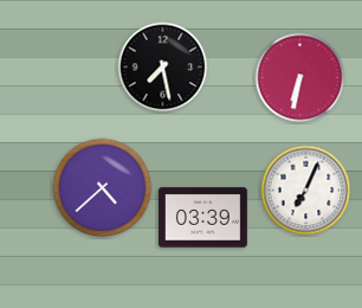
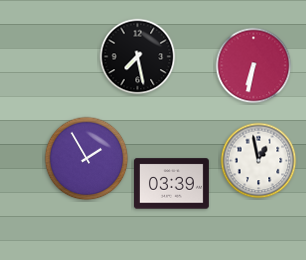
clock at (103, 188): 4:38 -> 1:55
clock at (306, 191): 7:04 -> 12:58
